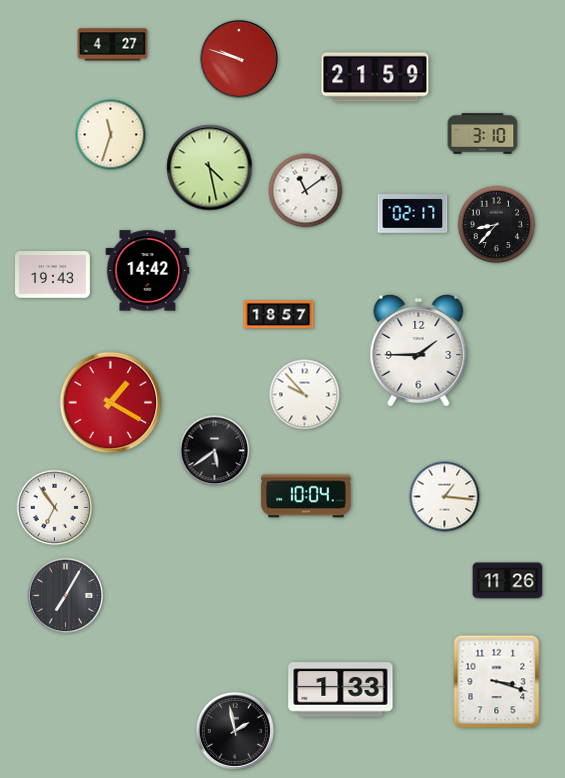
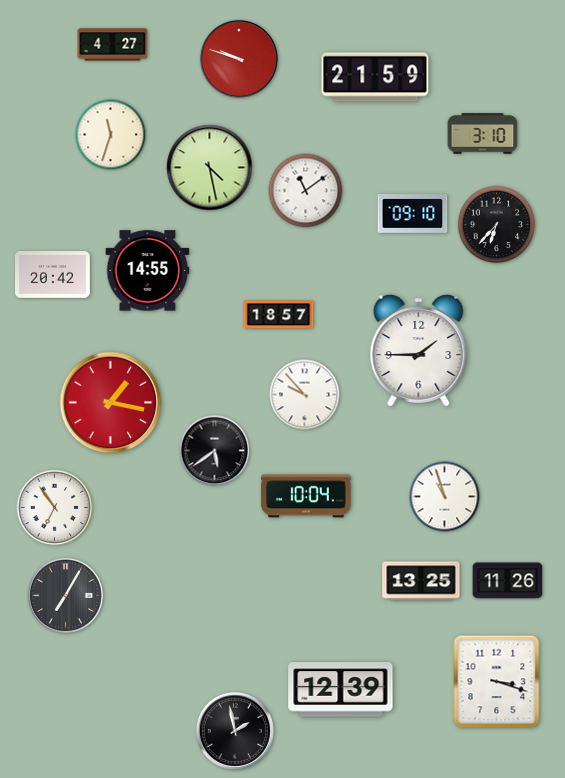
clock at (413, 214): 02:17 -> 09:10
clock at (497, 225): 8:37 -> 6:37
clock at (148, 271): 14:42 -> 14:55
clock at (53, 275): 19:43 -> 20:42
clock at (111, 403): 1:20 -> 1:17
clock at (445, 497): 1:16 -> 10:57
clock at (421, 581): none -> 13:25
clock at (341, 690): 1:33 -> 12:39
